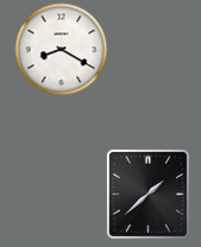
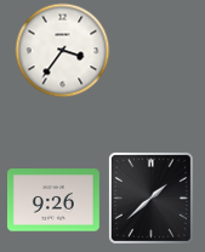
clock at (62, 50): 8:20 -> 3:36
clock at (55, 200): none -> 9:26
